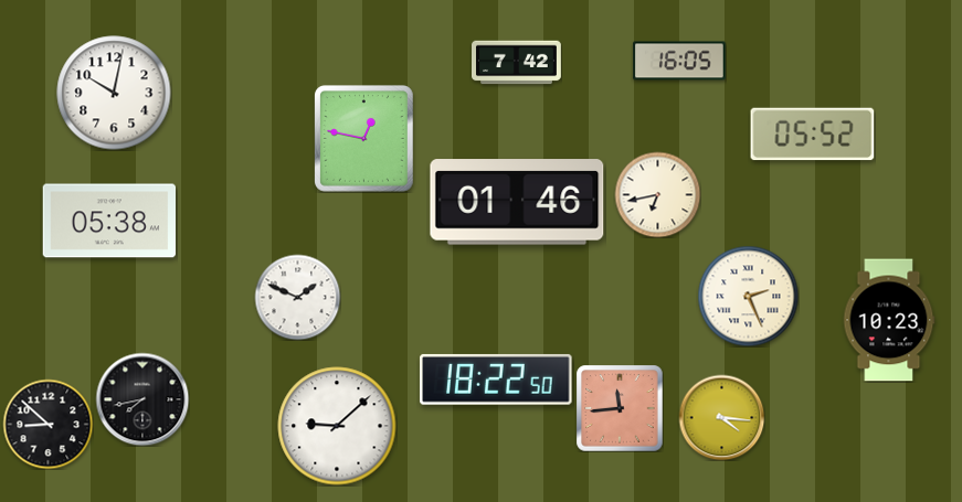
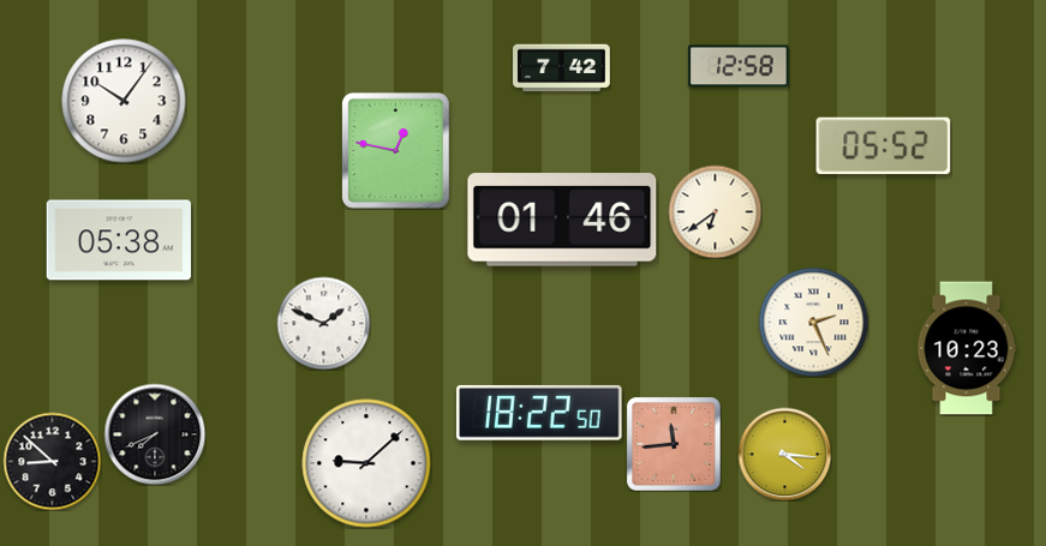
clock at (679, 61): 16:05 -> 12:58
clock at (114, 93): 10:02 -> 10:06
clock at (657, 194): 6:43 -> 6:39
clock at (142, 399): 7:43 -> 7:41
